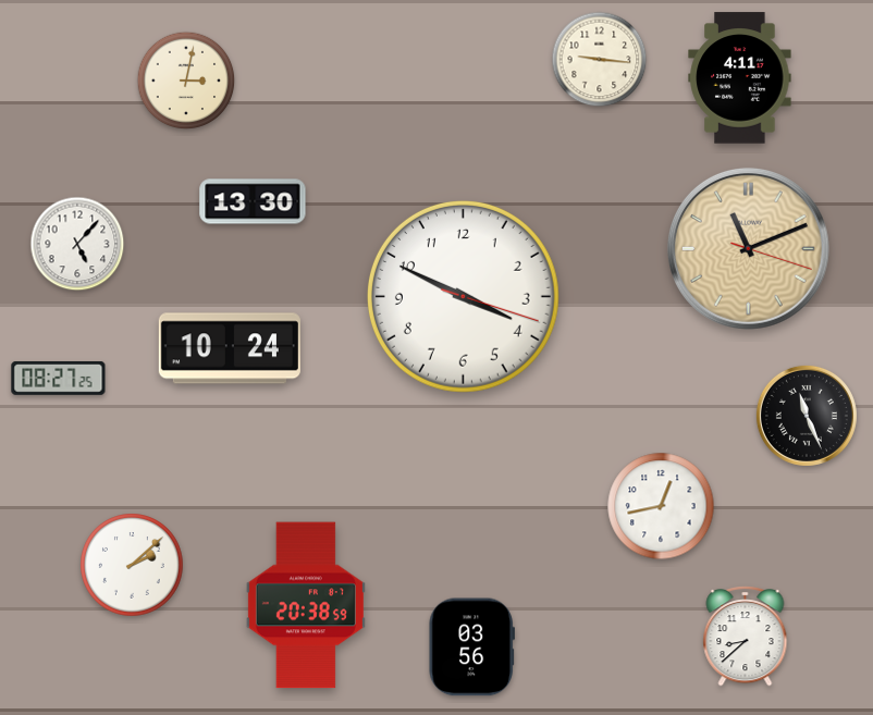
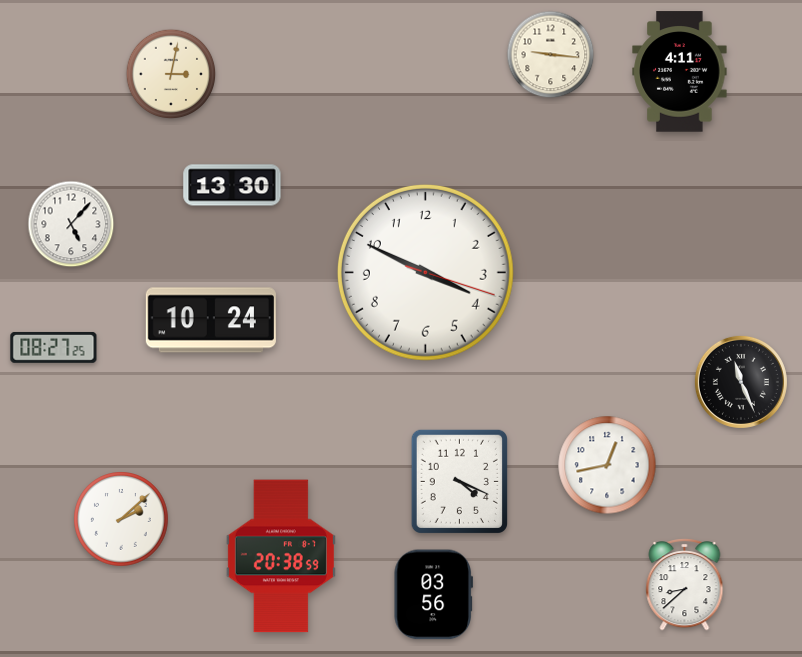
clock at (748, 248): 11:11 -> none
clock at (459, 481): none -> 4:19
